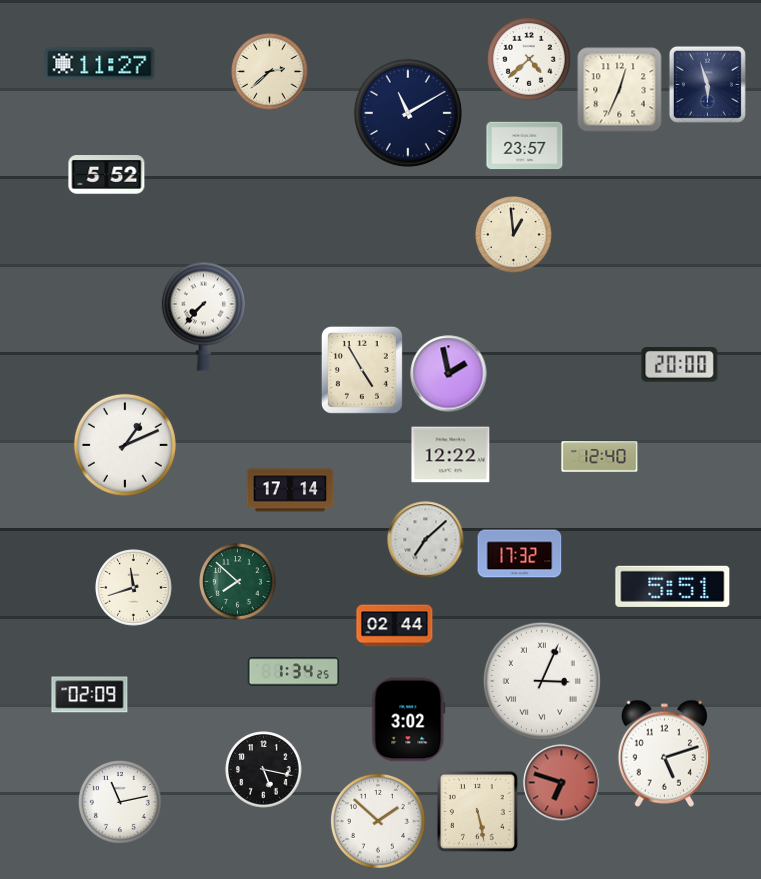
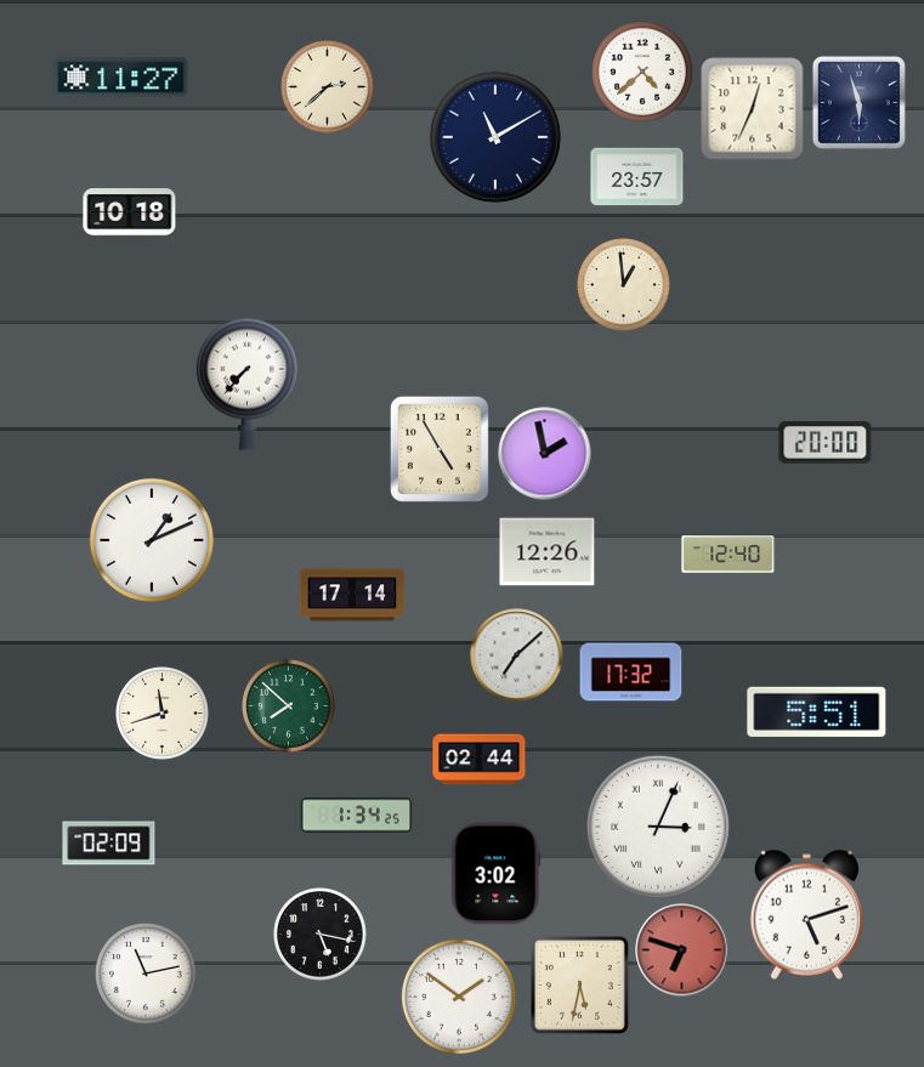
clock at (107, 175): 5:52 -> 10:18
clock at (451, 455): 12:22 -> 12:26
clock at (477, 811): 5:28 -> 5:32
clock at (378, 821): 1:52 -> 1:51
